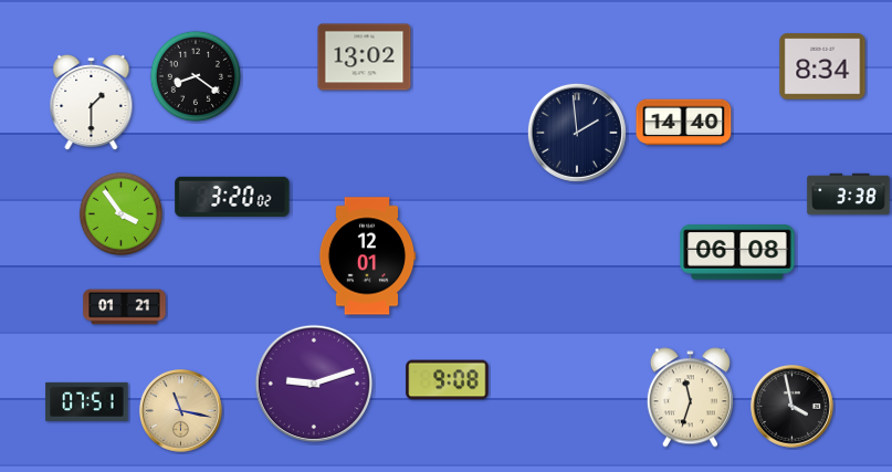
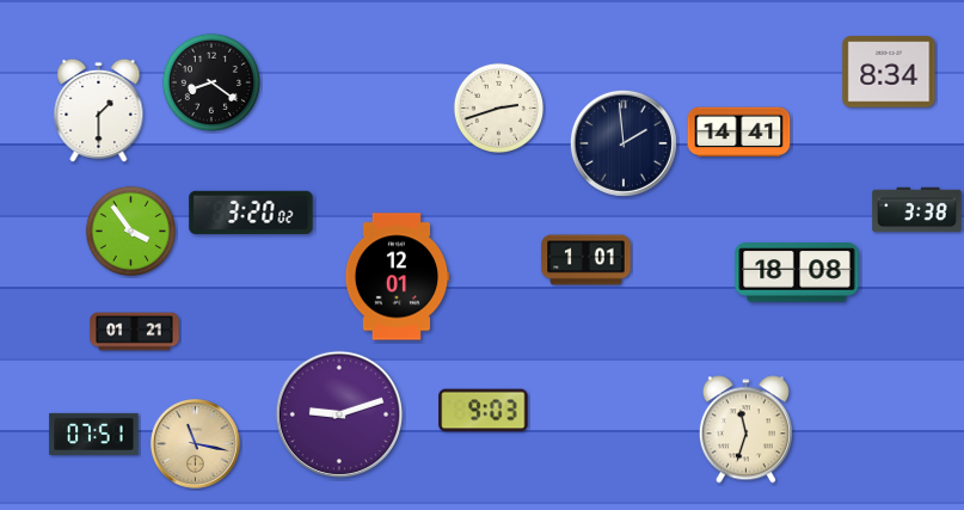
clock at (365, 57): 13:02 -> none
clock at (498, 107): none -> 2:42
clock at (684, 123): 14:40 -> 14:41
clock at (587, 260): none -> 1:01
clock at (737, 252): 06:08 -> 18:08
clock at (448, 380): 9:08 -> 9:03
clock at (793, 407): 3:58 -> none
